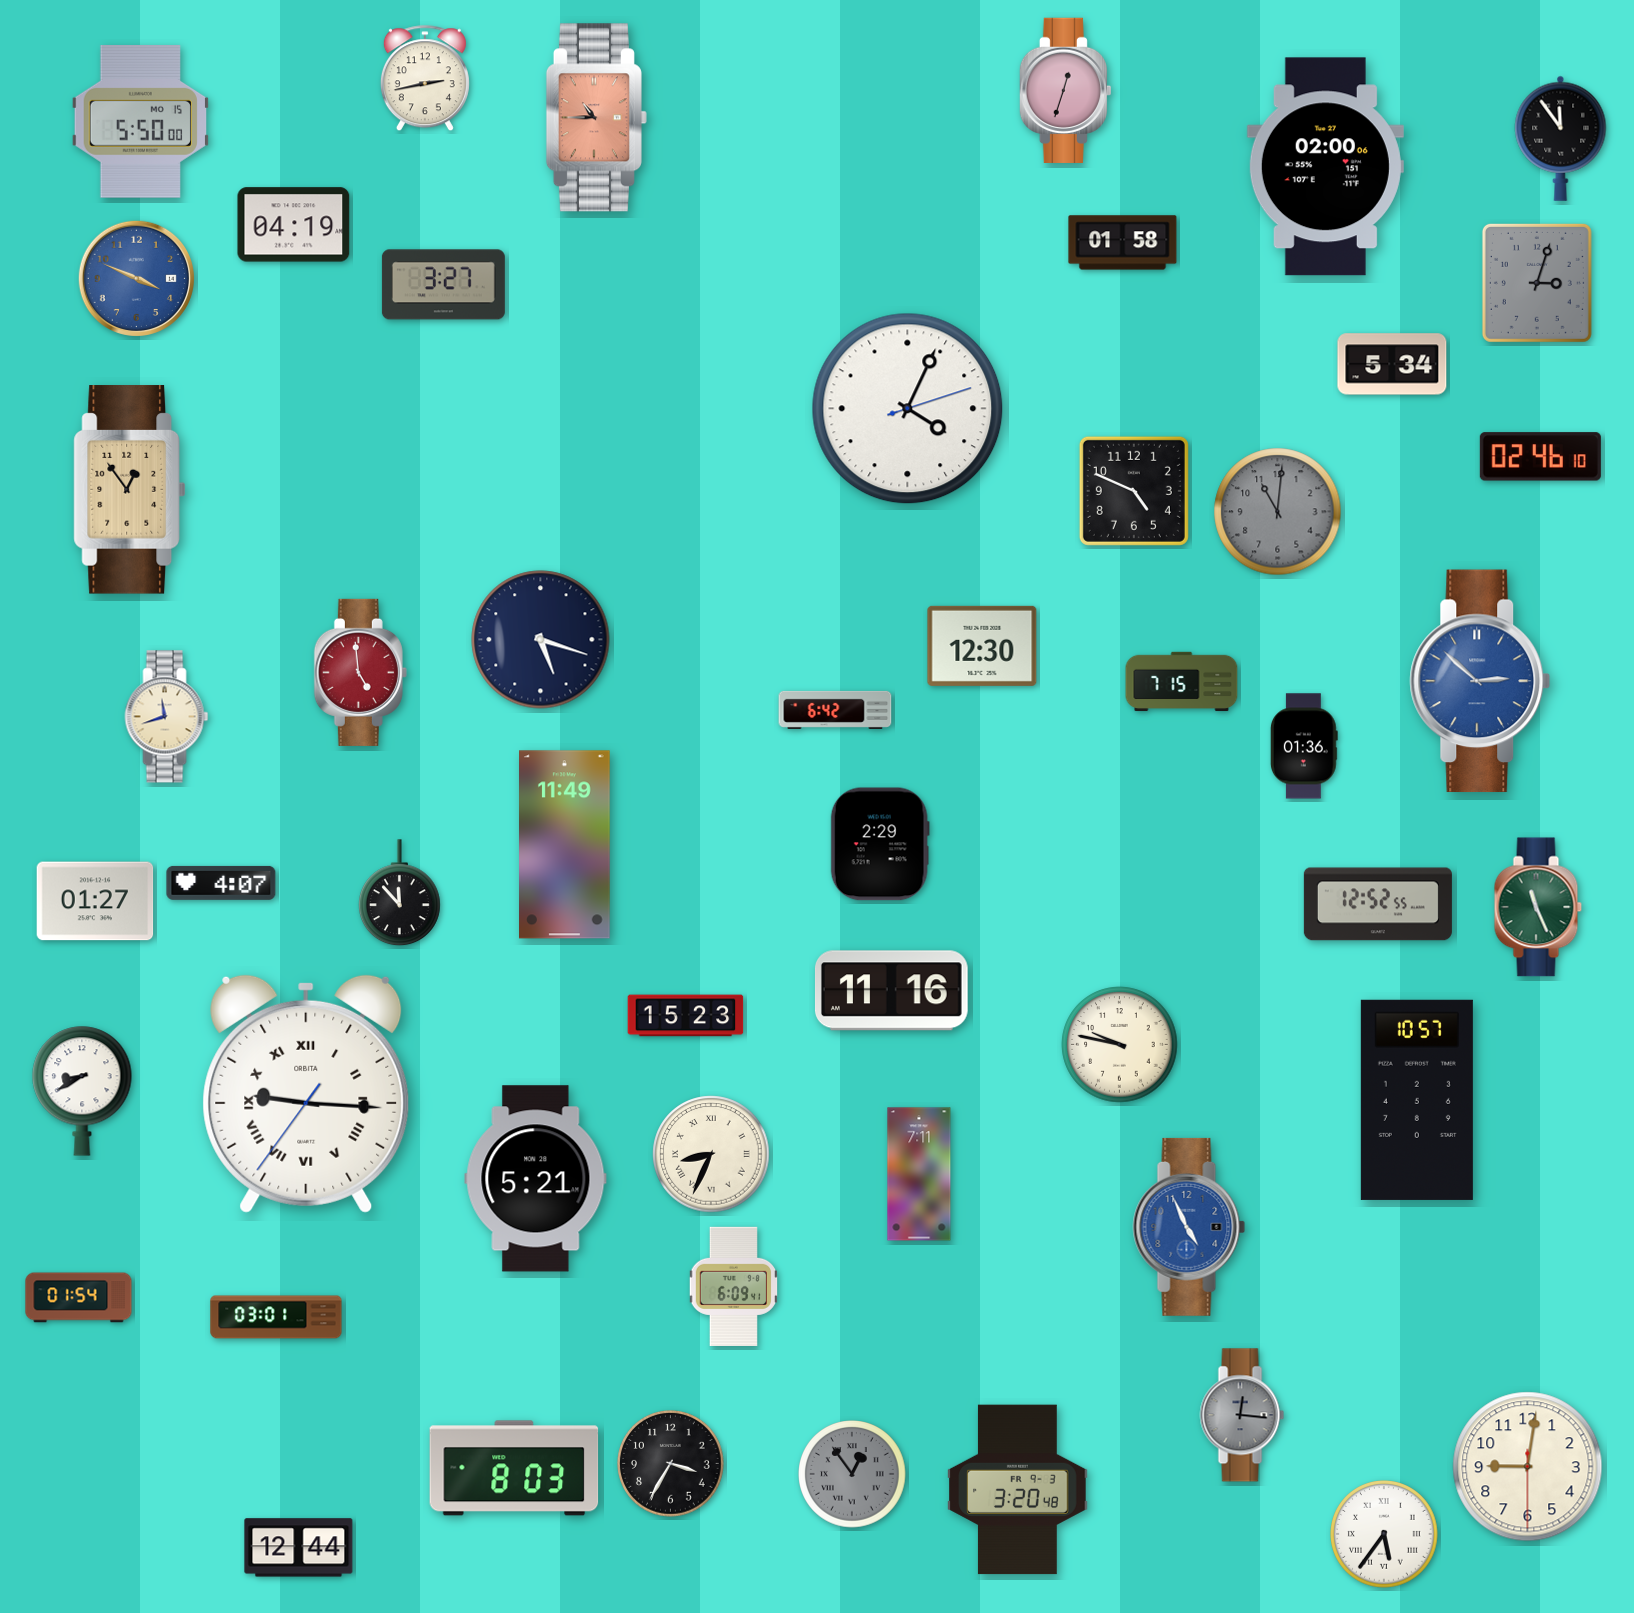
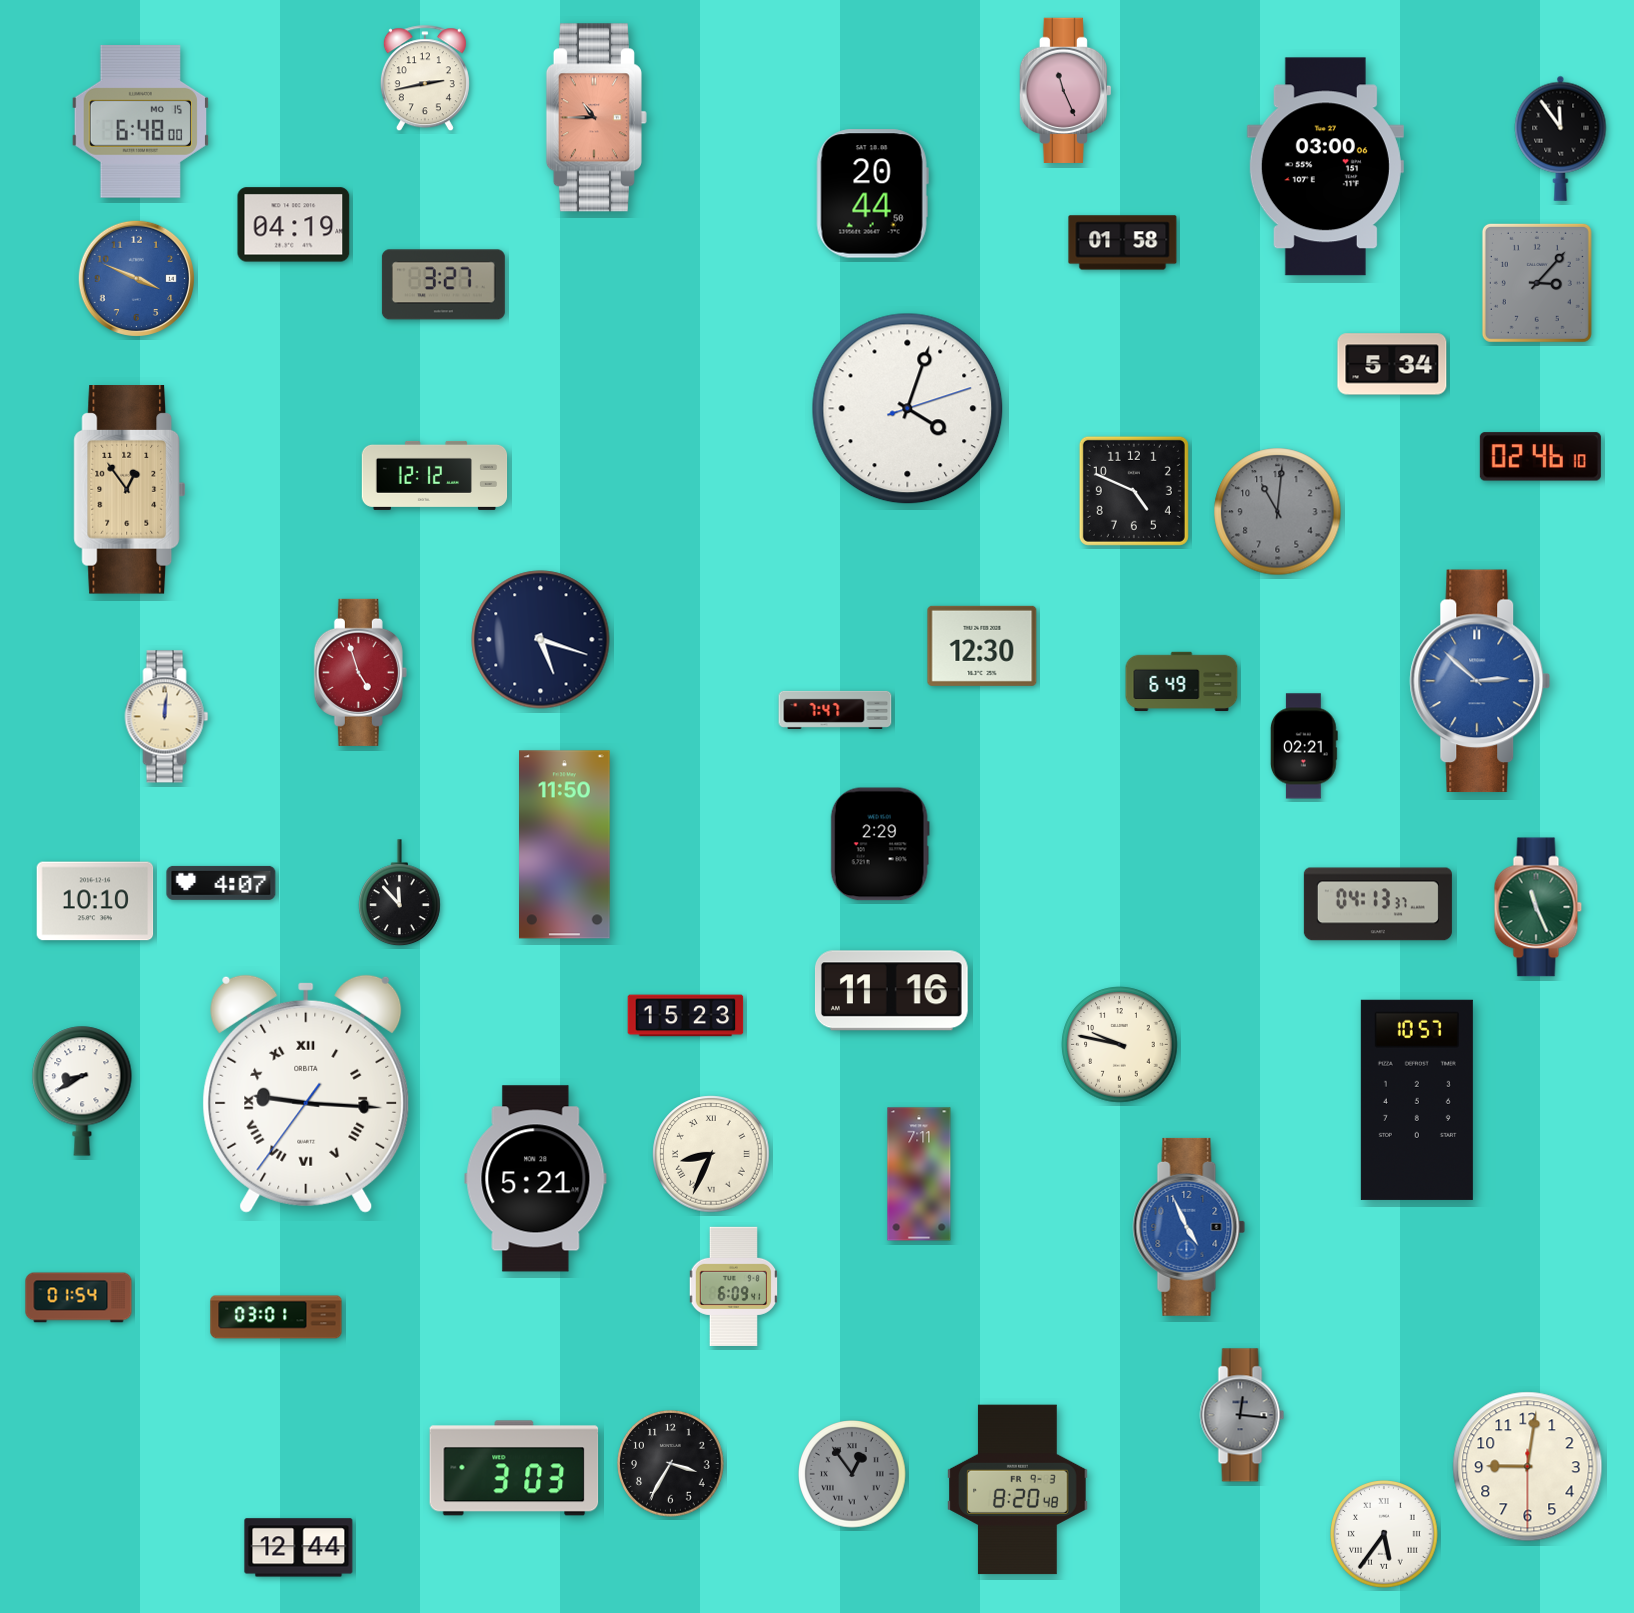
clock at (1065, 90): 12:33 -> 11:26
clock at (140, 121): 5:50 -> 6:48
clock at (1325, 167): 02:00 -> 03:00
clock at (872, 194): none -> 20:44
clock at (1537, 283): 3:03 -> 3:07
clock at (908, 409): 4:04 -> 4:03
clock at (435, 475): none -> 12:12
clock at (360, 672): 4:59 -> 4:57
clock at (1182, 682): 7:15 -> 6:49
clock at (835, 710): 6:42 -> 7:47
clock at (167, 717): 11:42 -> 12:01
clock at (1304, 746): 01:36 -> 02:21
clock at (565, 845): 11:49 -> 11:50
clock at (95, 901): 01:27 -> 10:10
clock at (1378, 904): 12:52 -> 04:13
clock at (514, 1468): 8:03 -> 3:03
clock at (1018, 1490): 3:20 -> 8:20
